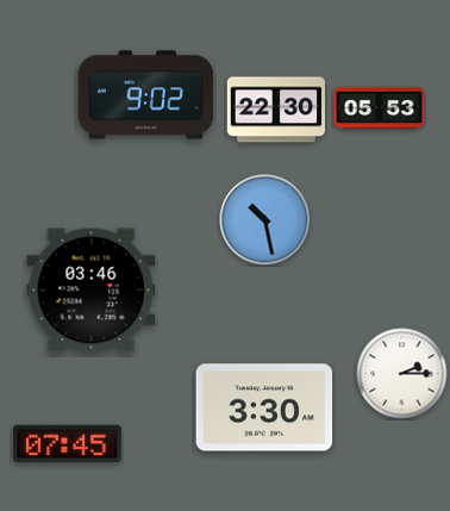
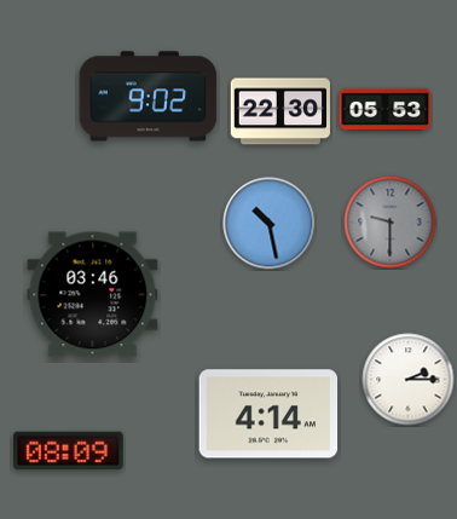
clock at (391, 223): none -> 9:30
clock at (264, 407): 3:30 -> 4:14
clock at (68, 444): 07:45 -> 08:09
